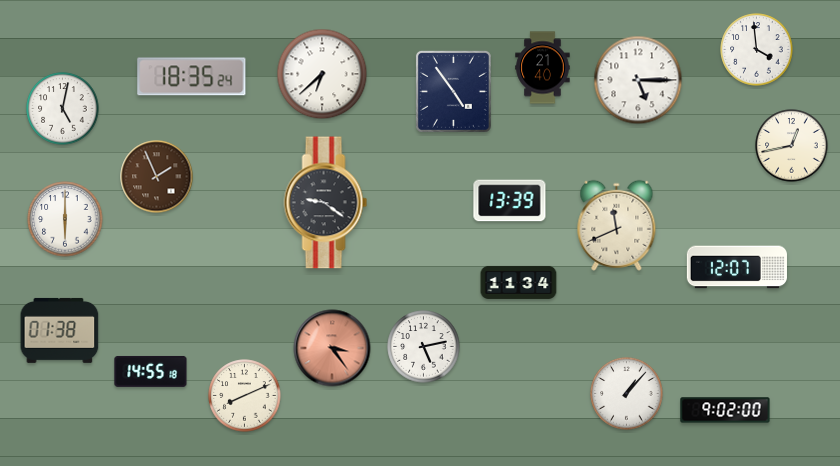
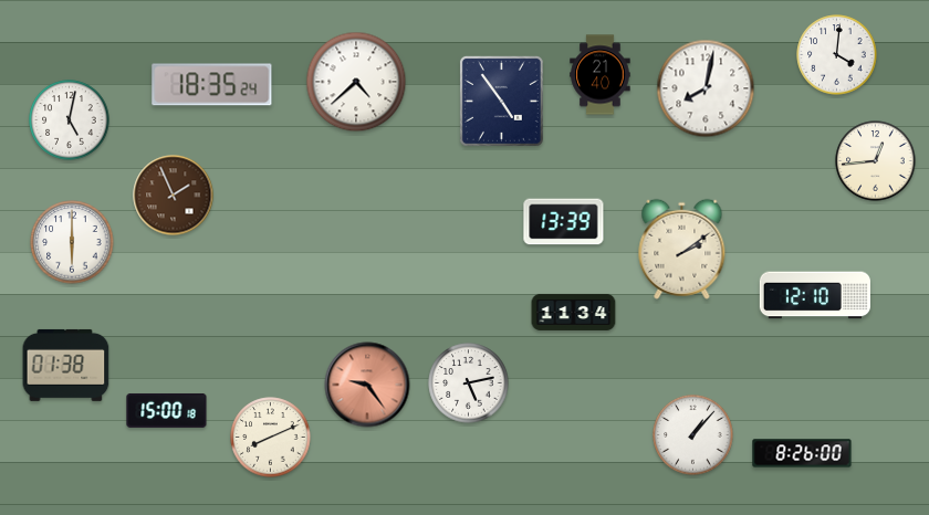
clock at (757, 50): 3:59 -> 4:01
clock at (322, 74): 6:38 -> 4:38
clock at (638, 80): 5:15 -> 8:02
clock at (792, 146): 12:43 -> 12:44
clock at (326, 203): 9:21 -> none
clock at (617, 225): 11:41 -> 2:09
clock at (737, 267): 12:07 -> 12:10
clock at (332, 348): 3:24 -> 9:24
clock at (151, 371): 14:55 -> 15:00
clock at (725, 410): 9:02 -> 8:26
